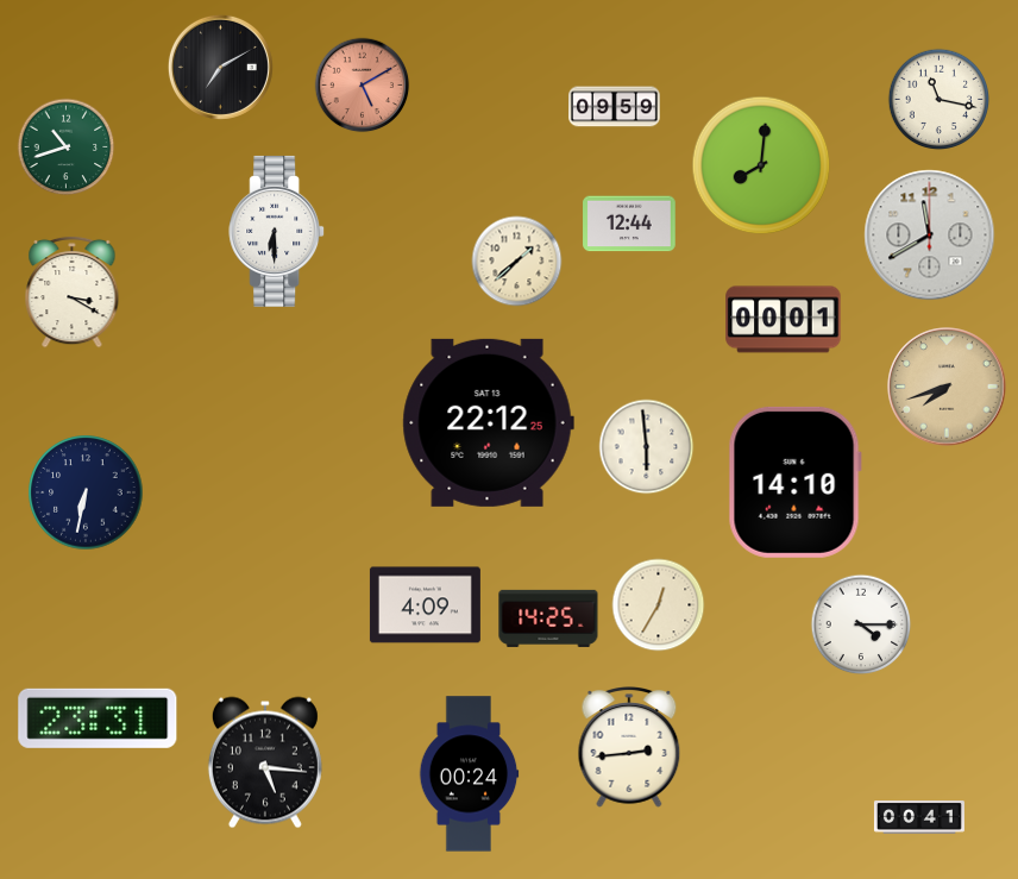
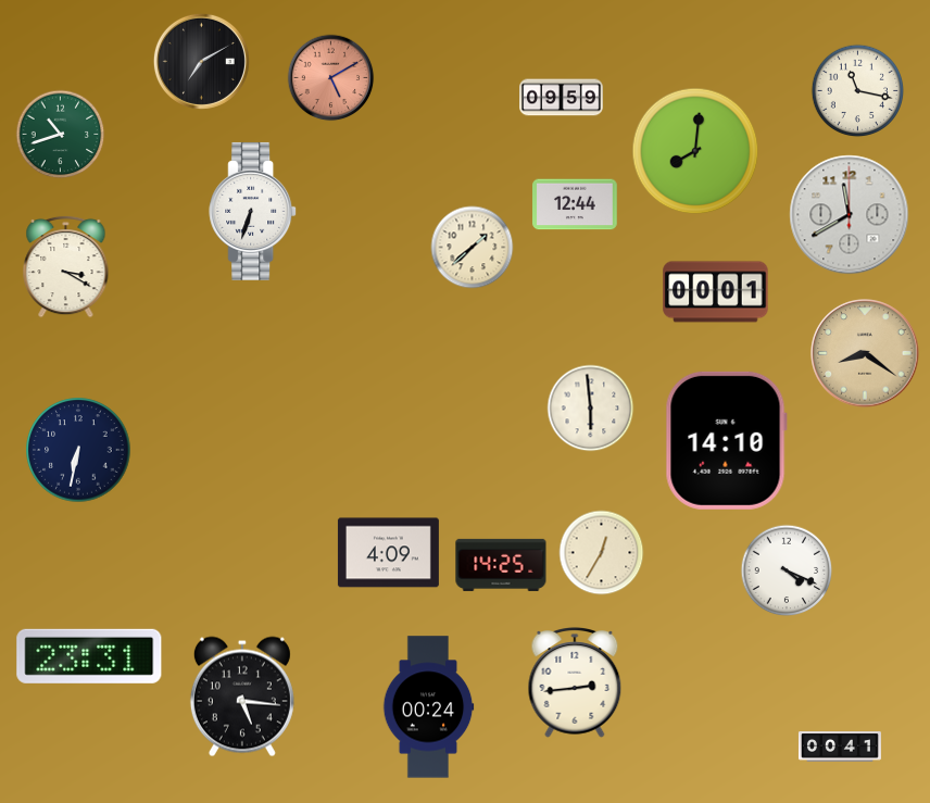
clock at (277, 231): 6:30 -> 6:33
clock at (517, 262) position: (517, 262) -> (473, 248)
clock at (947, 387): 7:42 -> 8:21
clock at (488, 422): 22:12 -> none
clock at (861, 624): 4:15 -> 4:19
